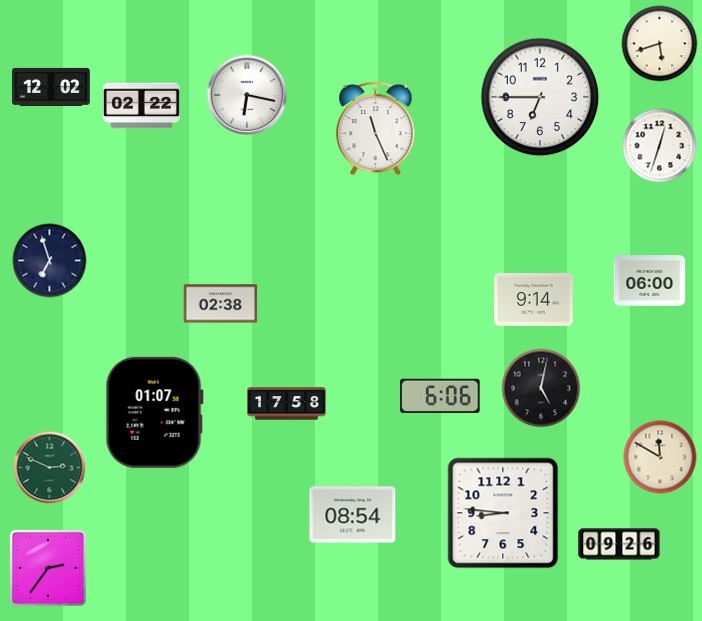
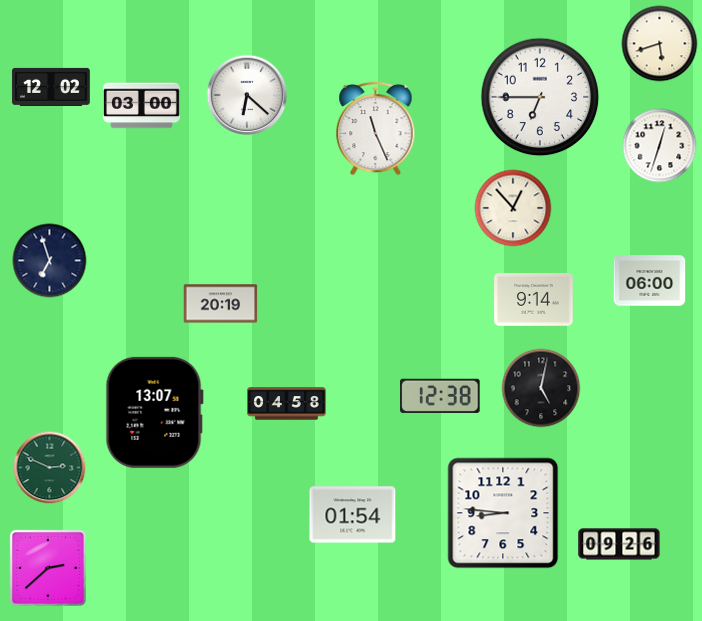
clock at (247, 95): 6:17 -> 6:22
clock at (141, 106): 02:22 -> 03:00
clock at (513, 208): none -> 12:53
clock at (221, 304): 02:38 -> 20:19
clock at (440, 396): 6:06 -> 12:38
clock at (287, 404): 17:58 -> 04:58
clock at (154, 412): 01:07 -> 13:07
clock at (660, 457): 11:50 -> none
clock at (353, 515): 08:54 -> 01:54
clock at (48, 568): 2:36 -> 2:38
